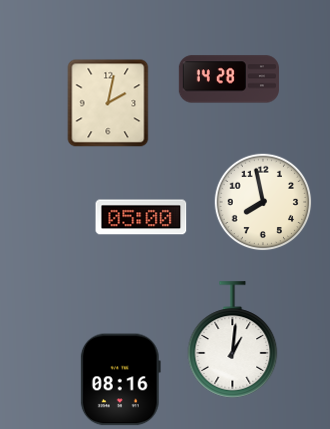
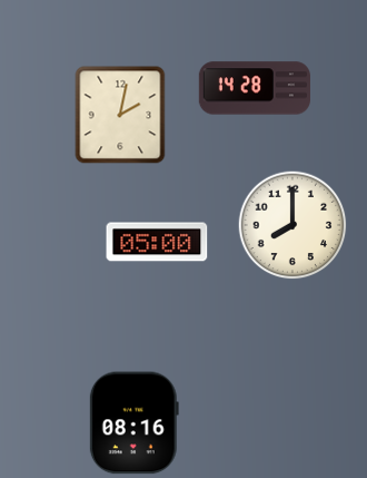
clock at (263, 202): 7:58 -> 8:00
clock at (233, 340): 1:01 -> none
